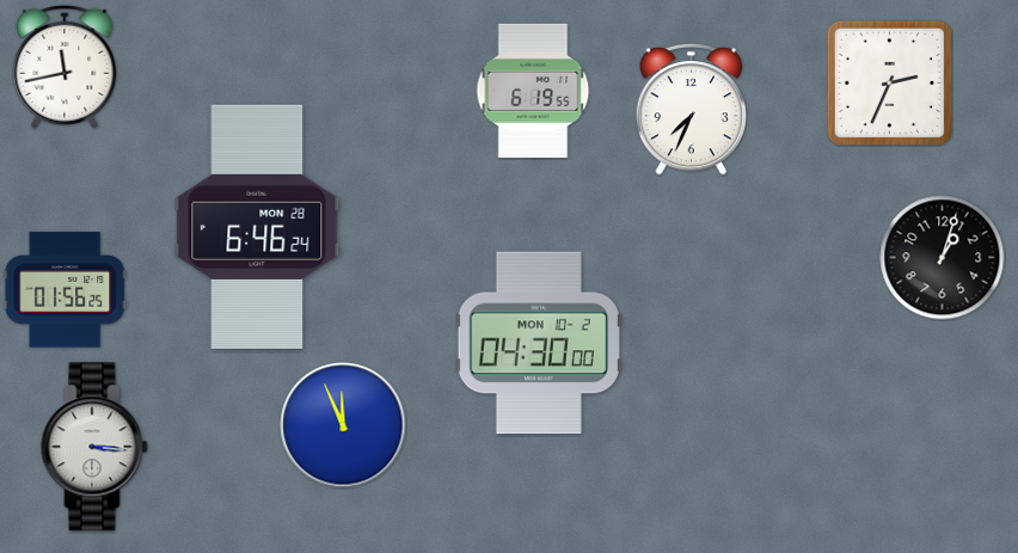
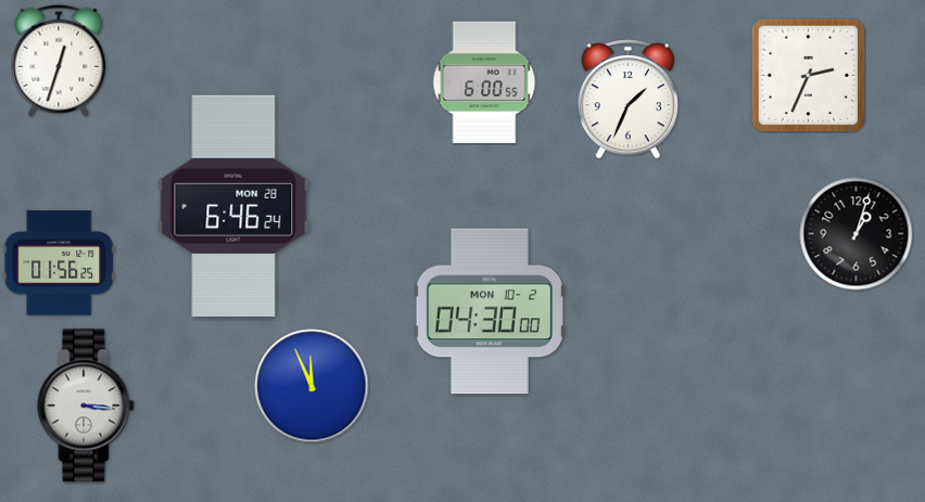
clock at (65, 67): 11:43 -> 12:33
clock at (533, 91): 6:19 -> 6:00
clock at (691, 110): 7:34 -> 1:34
